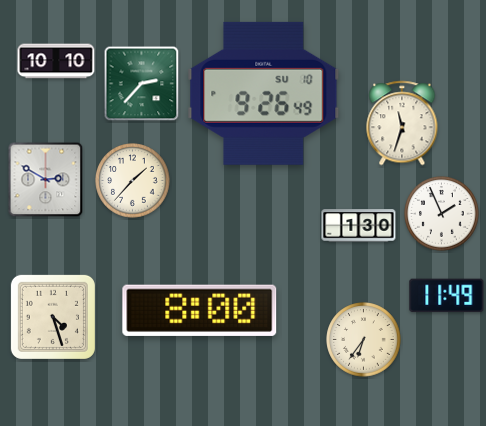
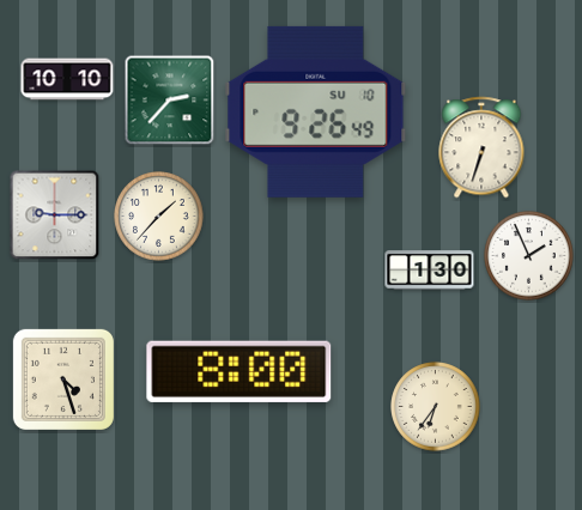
clock at (56, 61) position: (56, 61) -> (67, 79)
clock at (402, 123): 11:33 -> 6:33
clock at (46, 180): 2:50 -> 9:15
clock at (447, 296): 11:49 -> none
